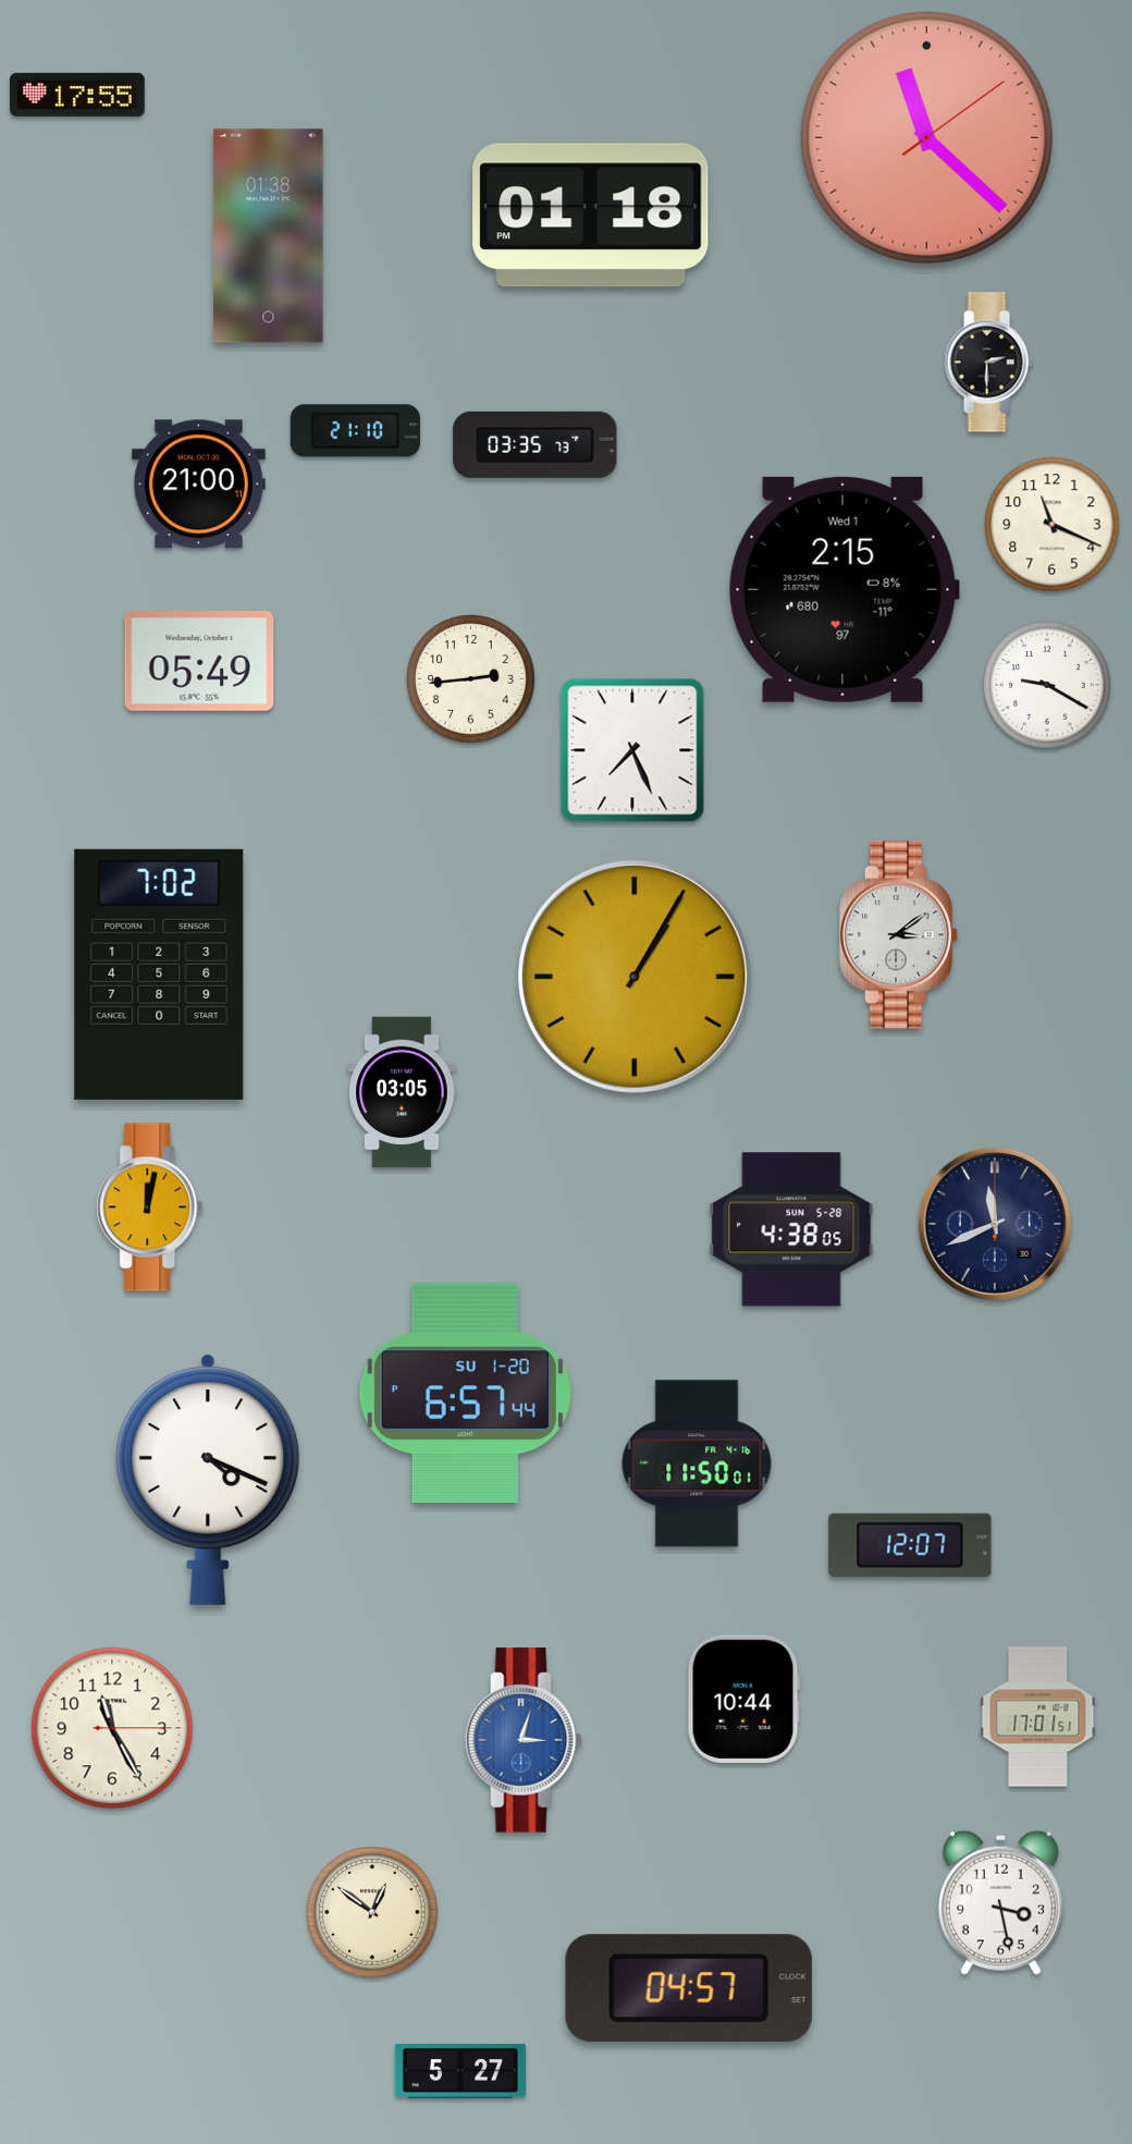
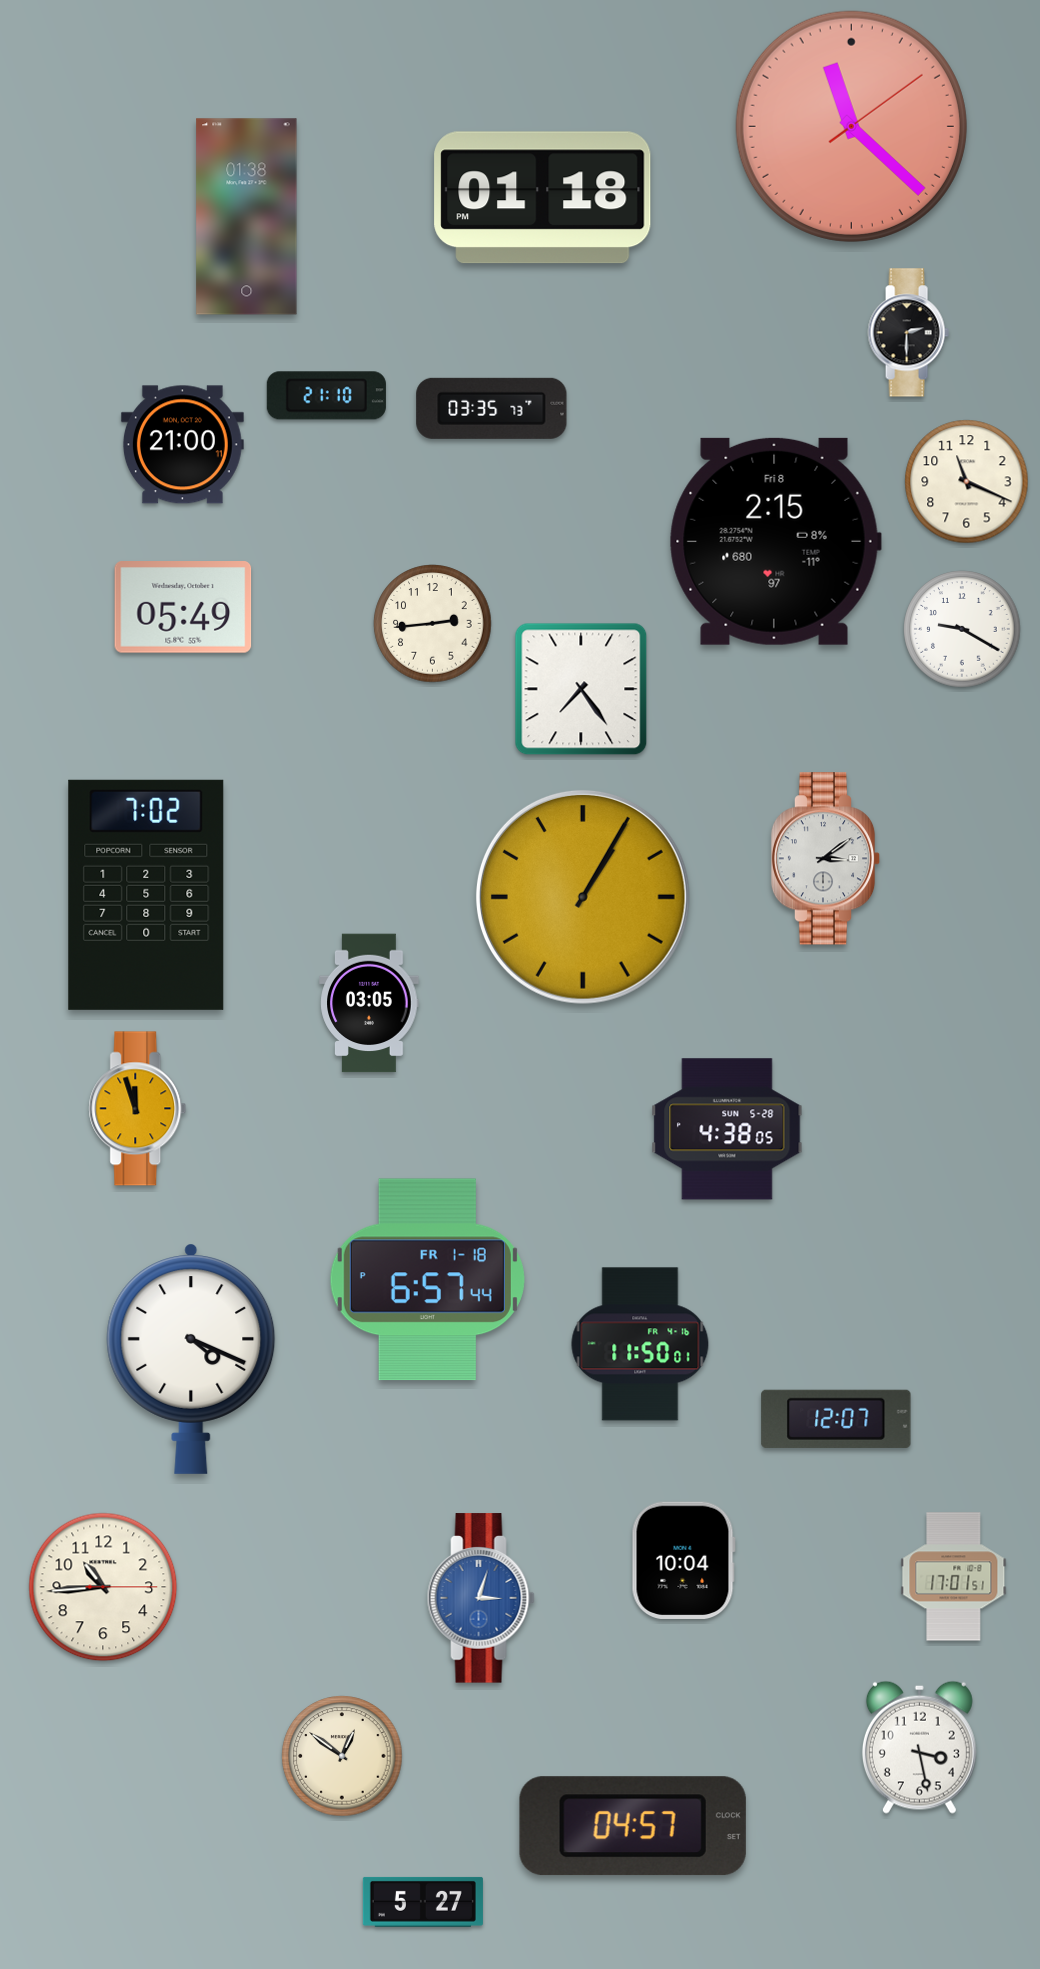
clock at (78, 95): 17:55 -> none
clock at (844, 589) date: Wed 1 -> Fri 8
clock at (632, 750): 7:26 -> 7:24
clock at (150, 1208): 12:02 -> 11:57
clock at (995, 1224): 11:41 -> none
clock at (465, 1394) date: SU 1-20 -> FR 1-18
clock at (743, 1699): 10:44 -> 10:04
clock at (112, 1728): 11:25 -> 10:44
